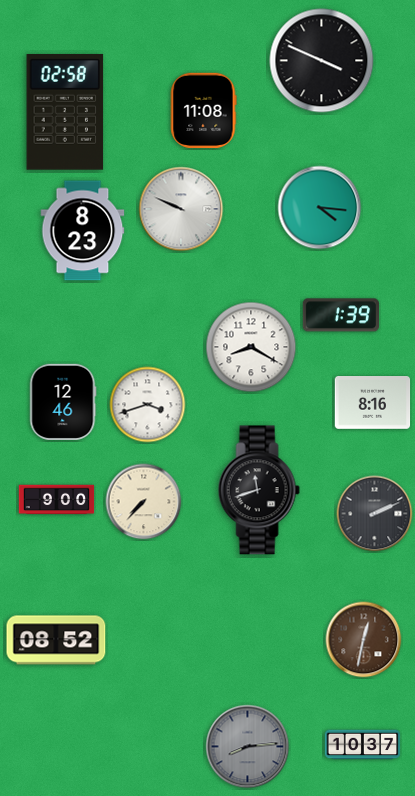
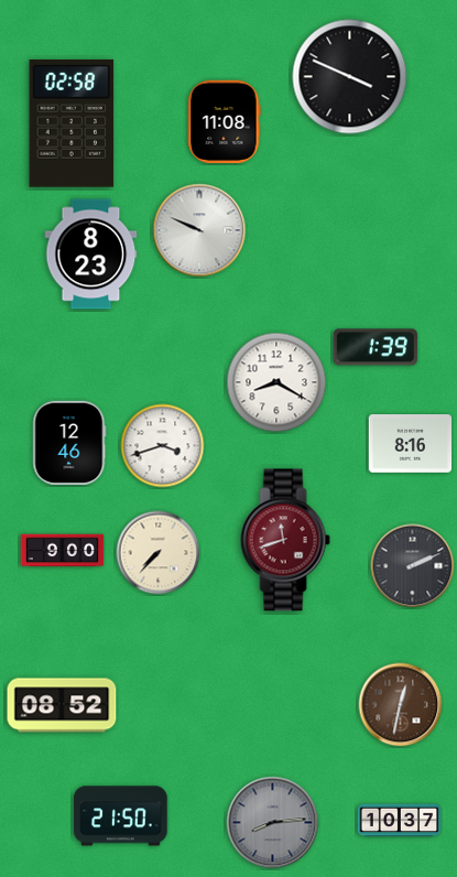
clock at (322, 61) position: (322, 61) -> (350, 77)
clock at (320, 208): 4:16 -> none
clock at (259, 490) dial: black -> burgundy
clock at (121, 816): none -> 21:50
